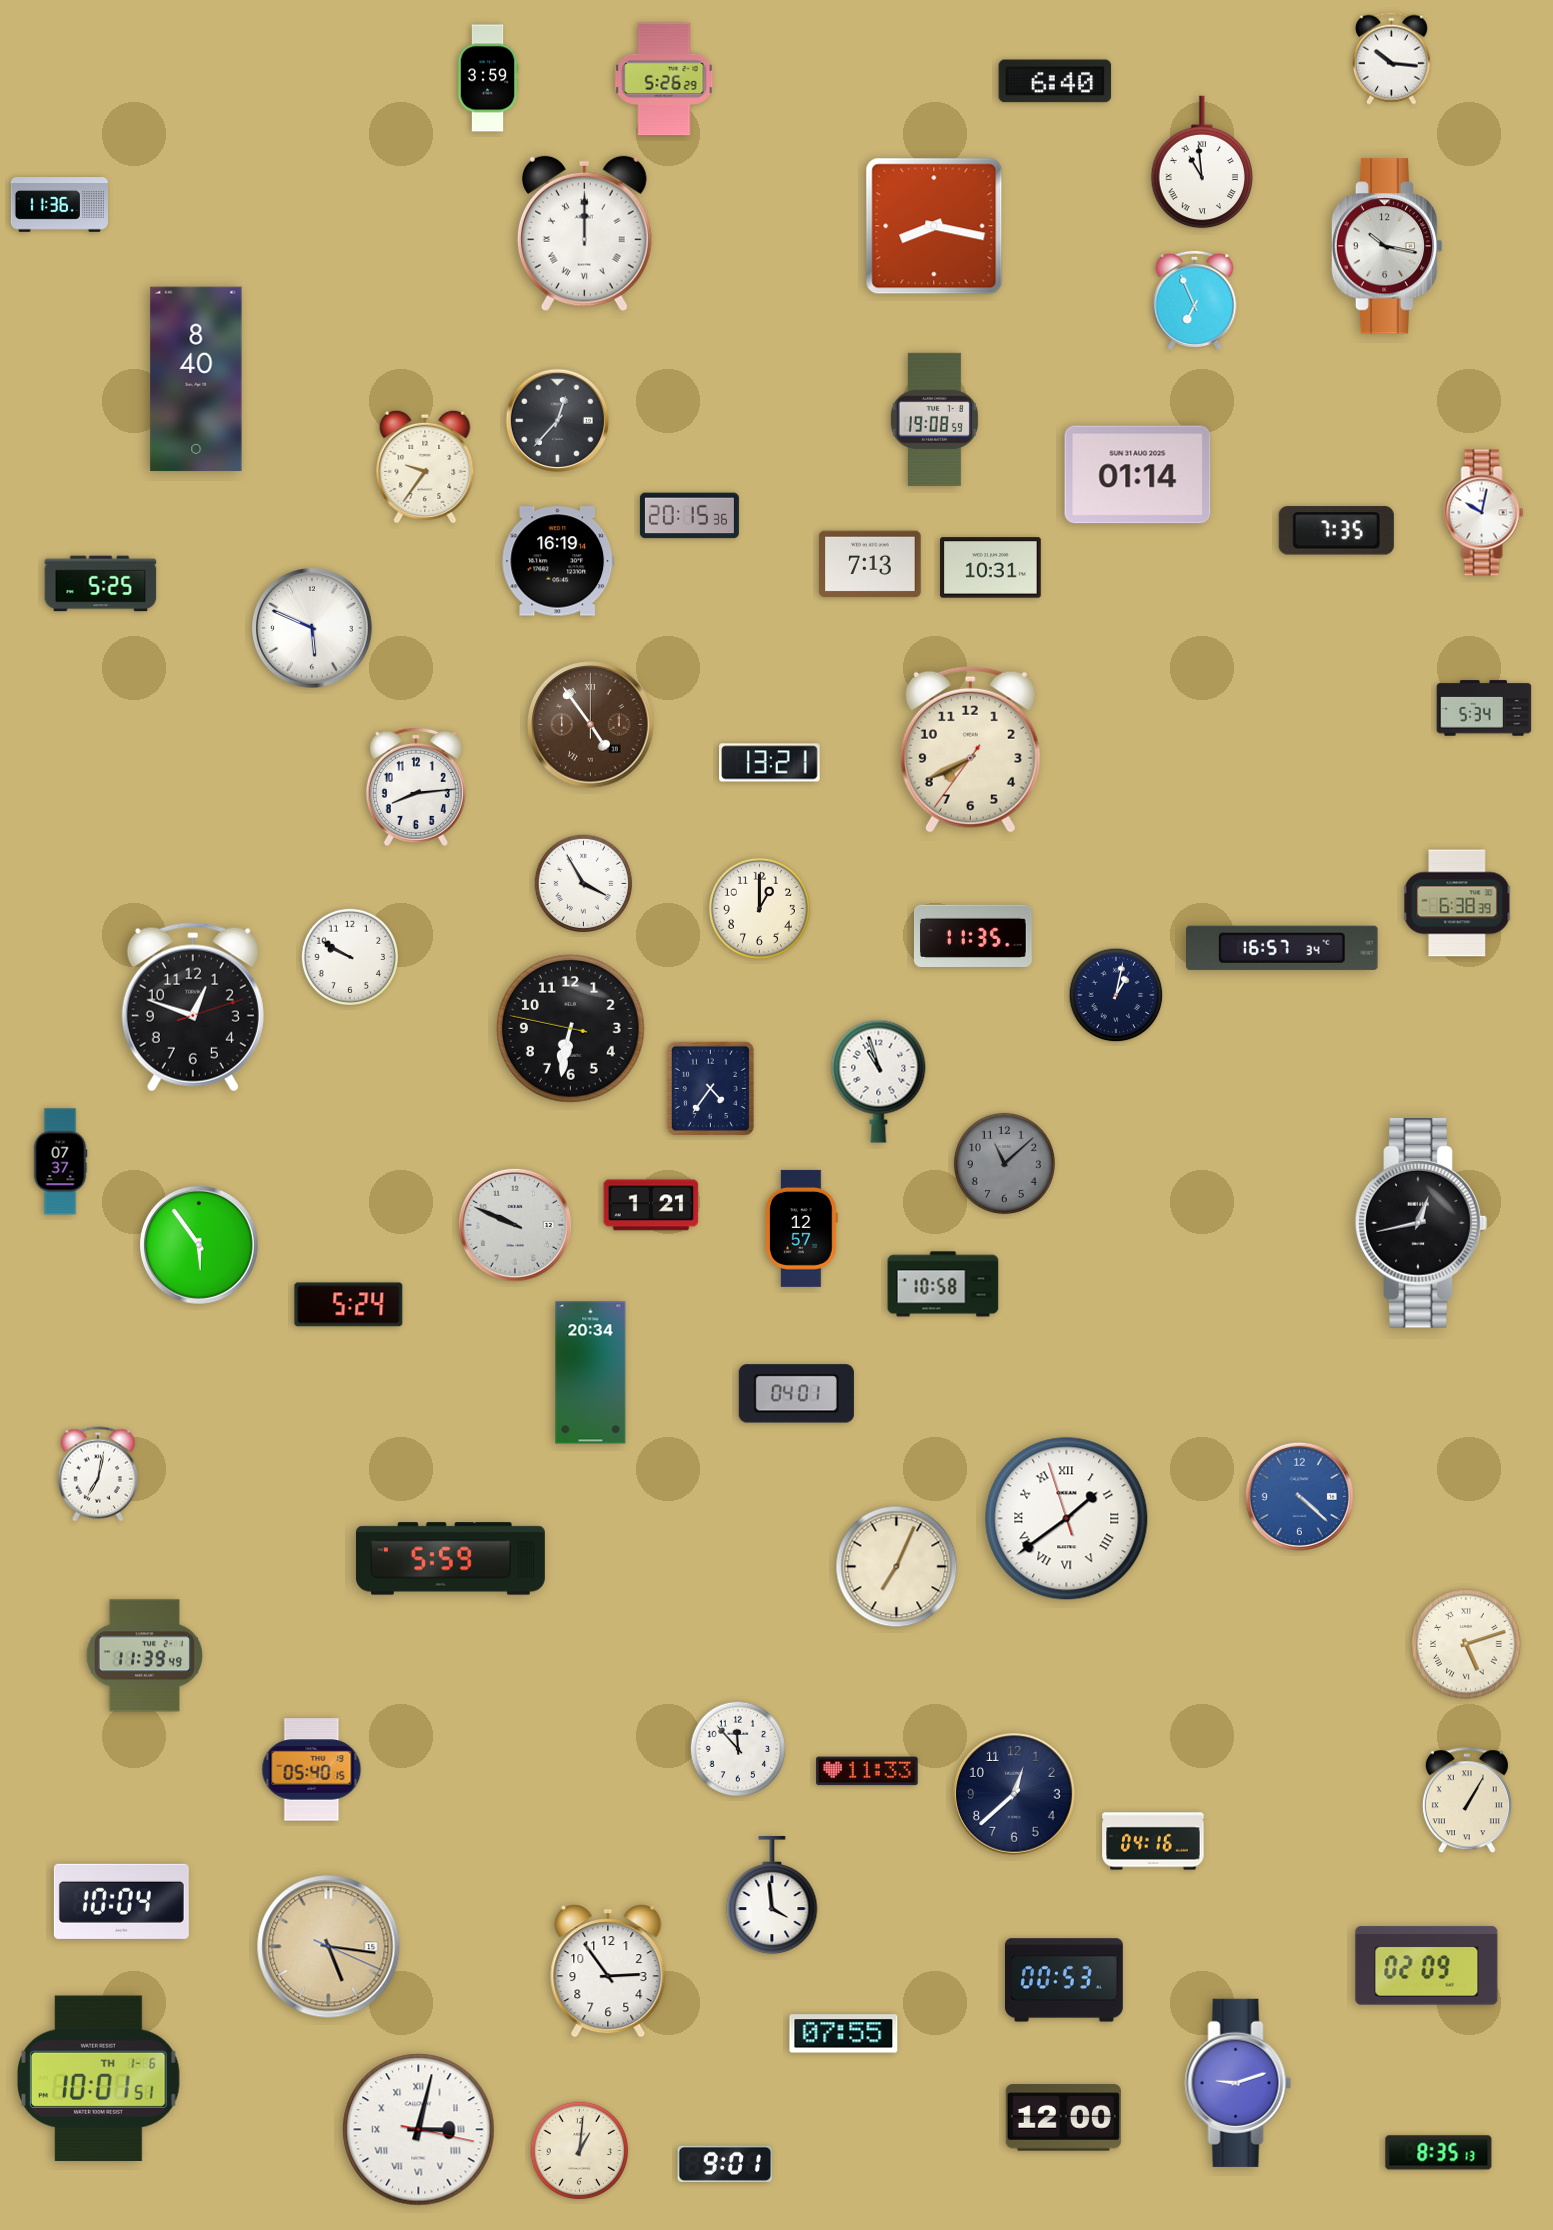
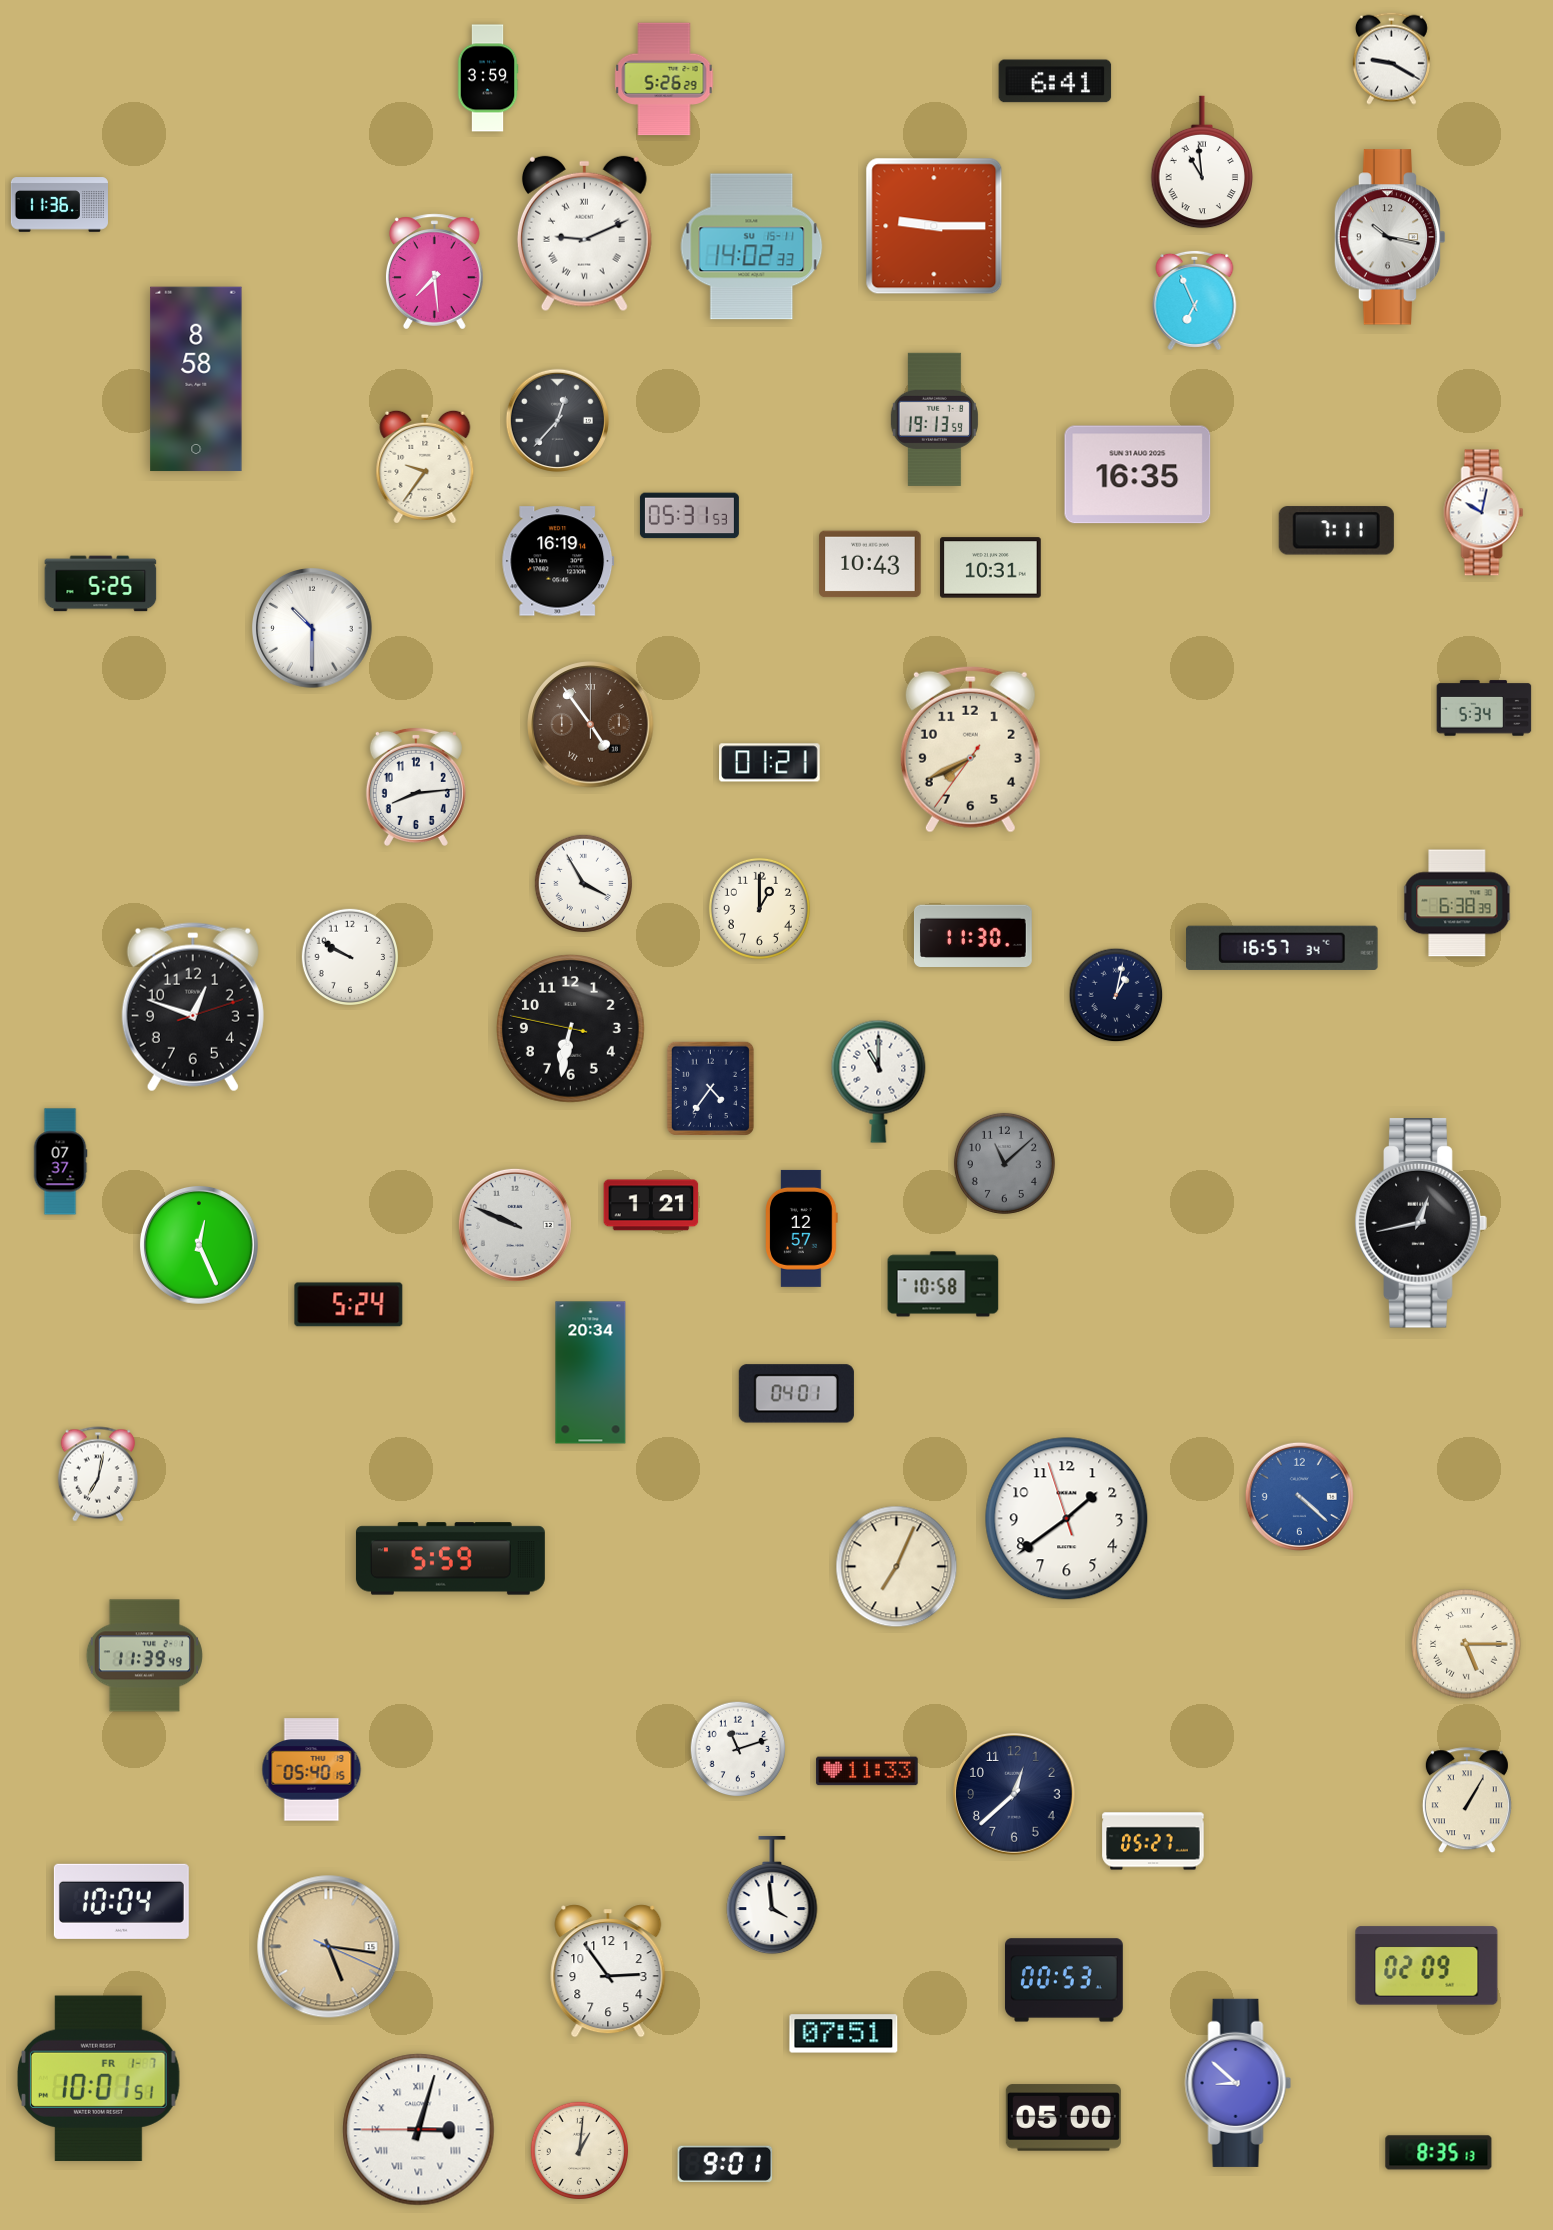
clock at (1391, 58): 10:16 -> 9:20
clock at (1055, 81): 6:40 -> 6:41
clock at (934, 226): 8:17 -> 9:15
clock at (584, 234): 12:00 -> 9:11
clock at (1387, 246) position: (1387, 246) -> (1390, 237)
clock at (752, 247): none -> 14:02
clock at (435, 272): none -> 7:29
clock at (196, 379): 8:40 -> 8:58
clock at (934, 419): 19:08 -> 19:13
clock at (1138, 475): 01:14 -> 16:35
clock at (689, 516): 20:15 -> 05:31
clock at (1336, 531): 7:35 -> 7:11
clock at (870, 564): 7:13 -> 10:43
clock at (313, 629): 5:49 -> 10:30
clock at (770, 763): 13:21 -> 01:21
clock at (973, 936): 11:35 -> 11:30
clock at (879, 1081): 10:57 -> 11:00
clock at (199, 1245): 5:54 -> 12:26
clock at (1067, 1519) numerals: Roman -> Arabic
clock at (1466, 1644): 5:12 -> 5:15
clock at (738, 1749): 11:53 -> 11:12
clock at (1153, 1841): 04:16 -> 05:27
clock at (844, 2034): 07:55 -> 07:51
clock at (98, 2079) date: TH 1-6 -> FR 1-7
clock at (1238, 2083): 9:12 -> 8:52
clock at (1063, 2118): 12:00 -> 05:00
clock at (419, 2130): 3:02:17 -> 3:02:45
